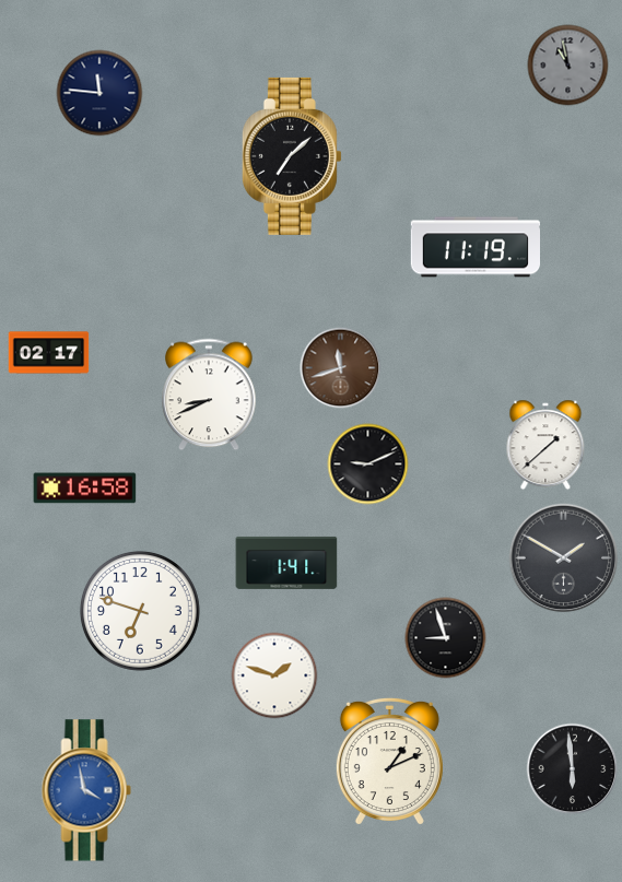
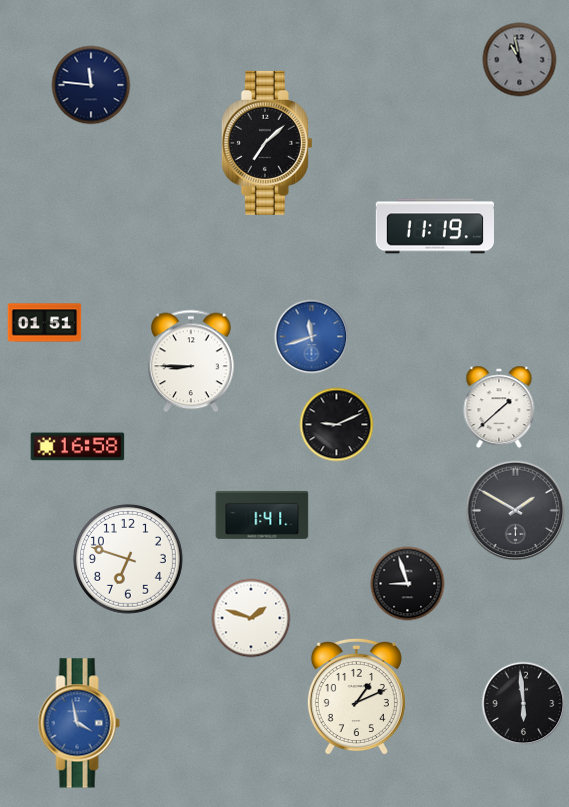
clock at (49, 353): 02:17 -> 01:51
clock at (341, 368) dial: brown -> blue
clock at (209, 395): 8:41 -> 8:45
